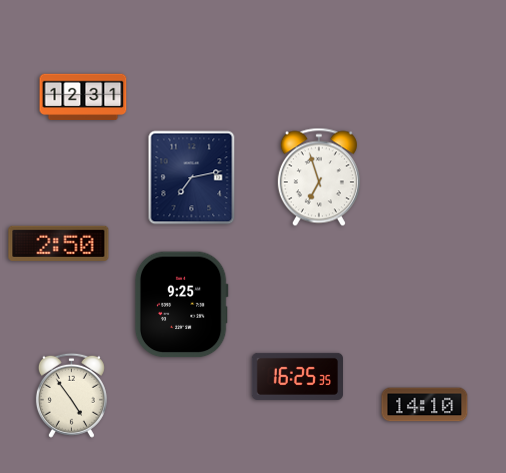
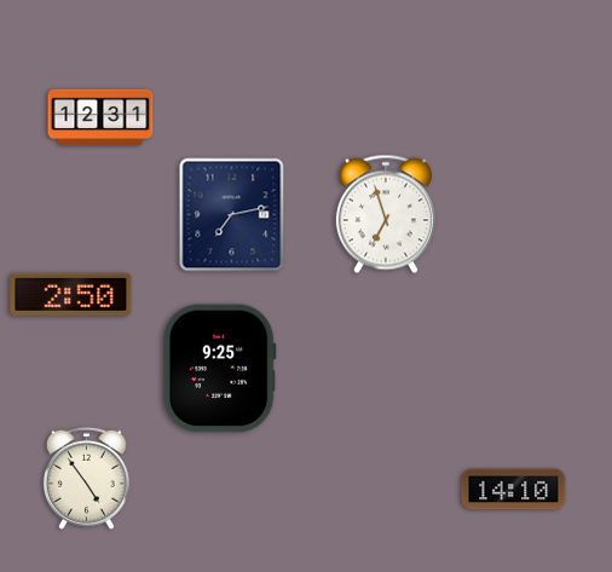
clock at (297, 376): 16:25 -> none
